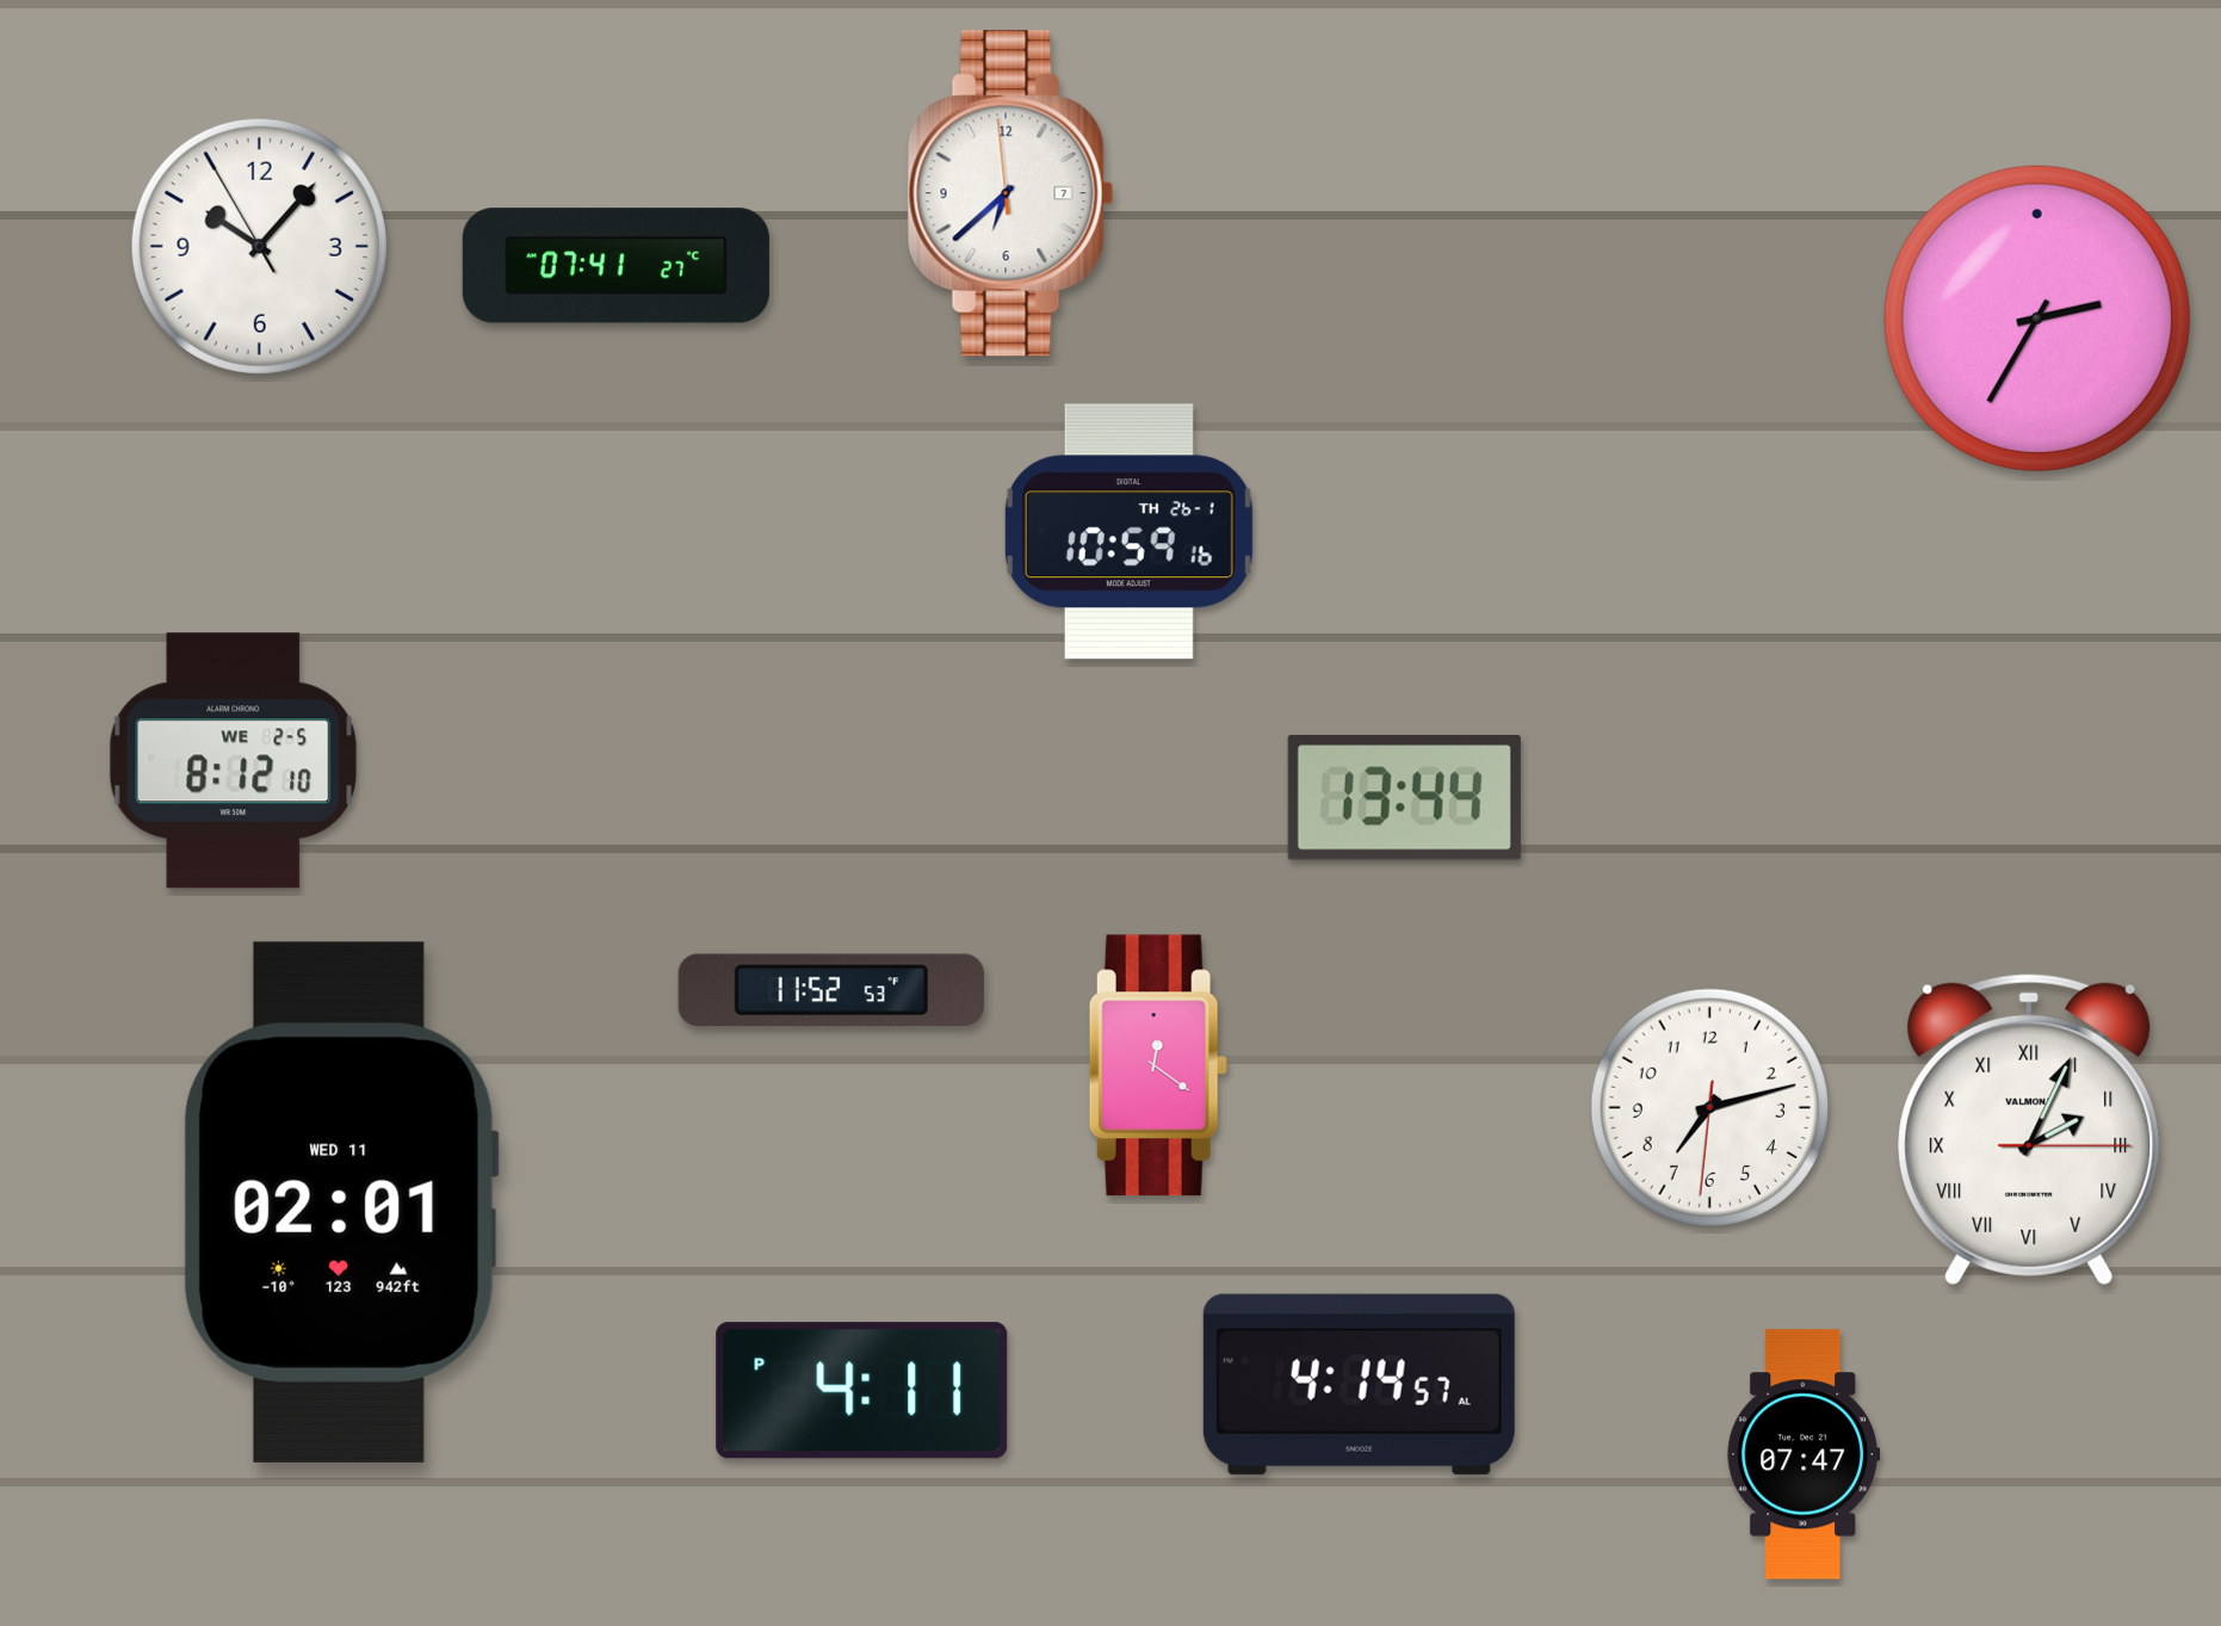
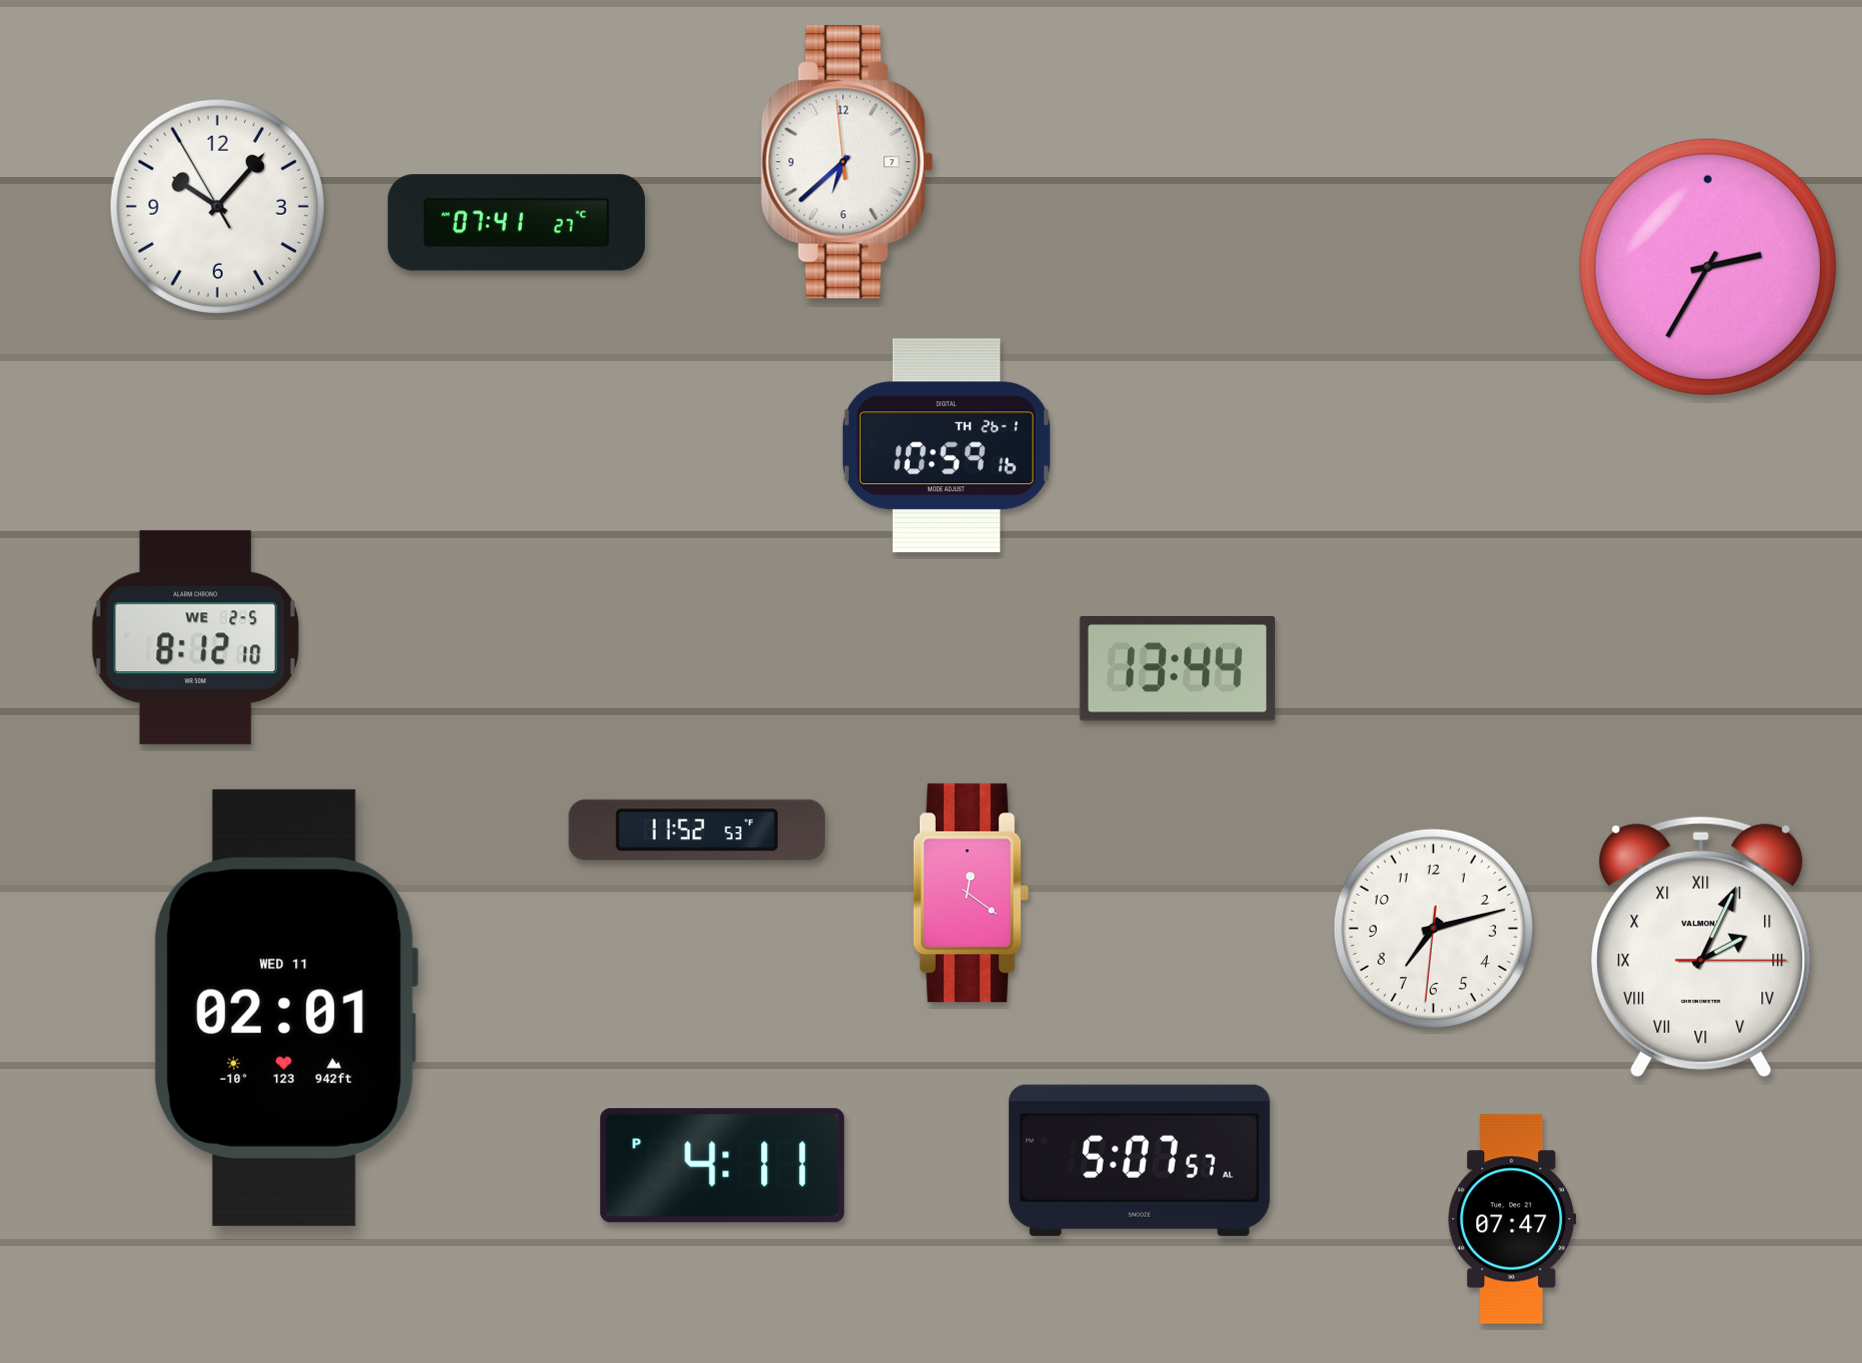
clock at (1359, 1384): 4:14 -> 5:07
